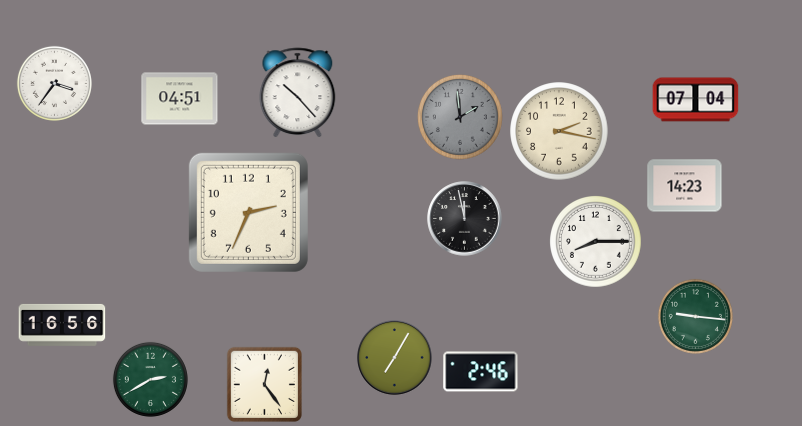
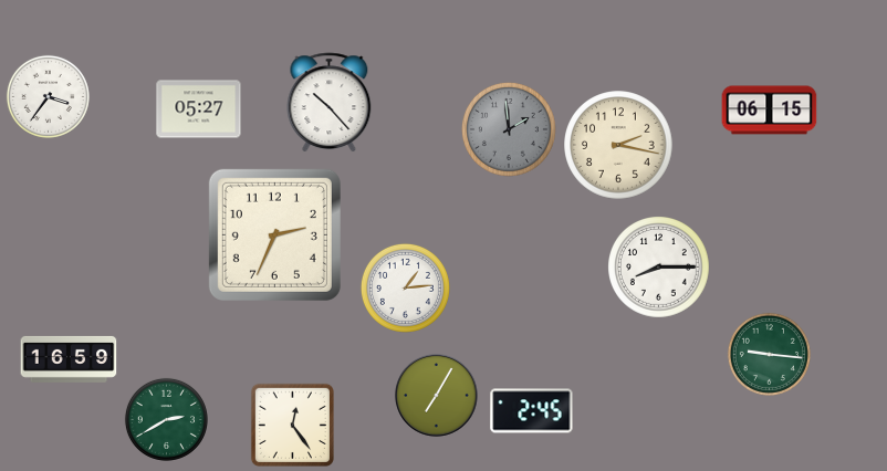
clock at (54, 83) position: (54, 83) -> (48, 96)
clock at (180, 99): 04:51 -> 05:27
clock at (696, 100): 07:04 -> 06:15
clock at (685, 186): 14:23 -> none
clock at (465, 219): 11:58 -> none
clock at (405, 287): none -> 1:14
clock at (695, 316) position: (695, 316) -> (769, 354)
clock at (62, 325): 16:56 -> 16:59
clock at (481, 372): 2:46 -> 2:45
